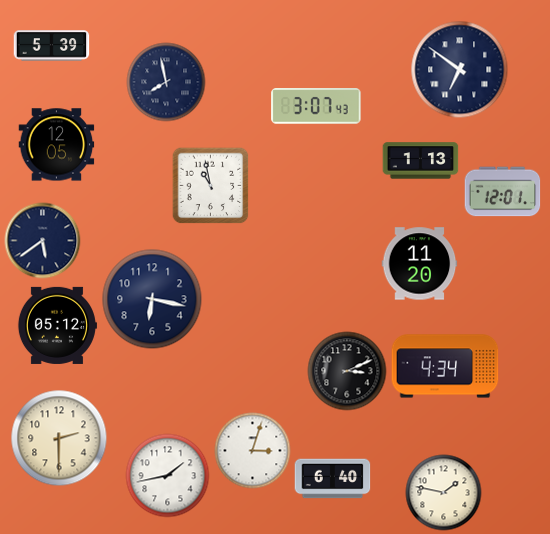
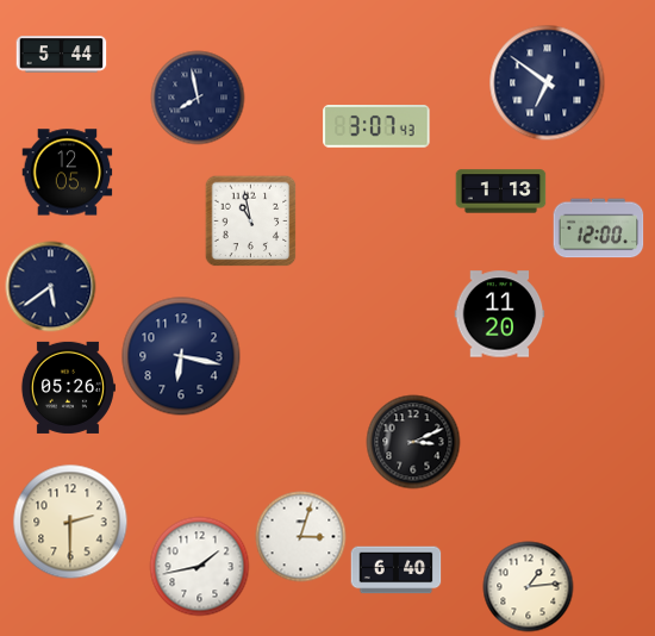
clock at (52, 46): 5:39 -> 5:44
clock at (503, 192): 12:01 -> 12:00
clock at (57, 325): 05:12 -> 05:26
clock at (445, 366): 4:34 -> none
clock at (444, 493): 1:47 -> 1:14
